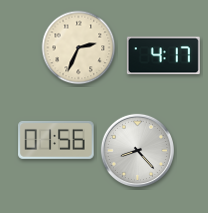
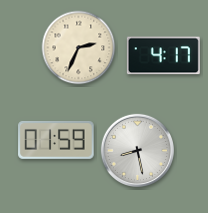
clock at (56, 140): 01:56 -> 01:59
clock at (137, 150): 8:23 -> 8:28
